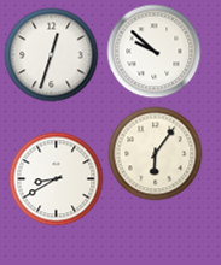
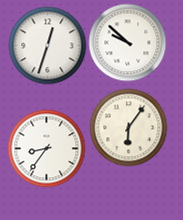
clock at (51, 54) position: (51, 54) -> (47, 45)
clock at (56, 178): 8:40 -> 8:36
